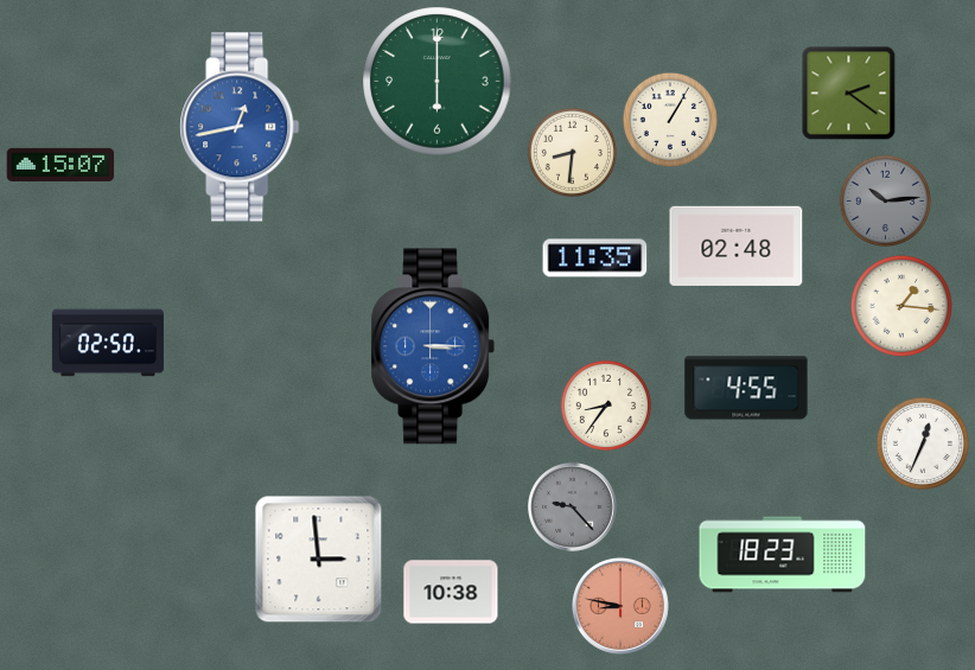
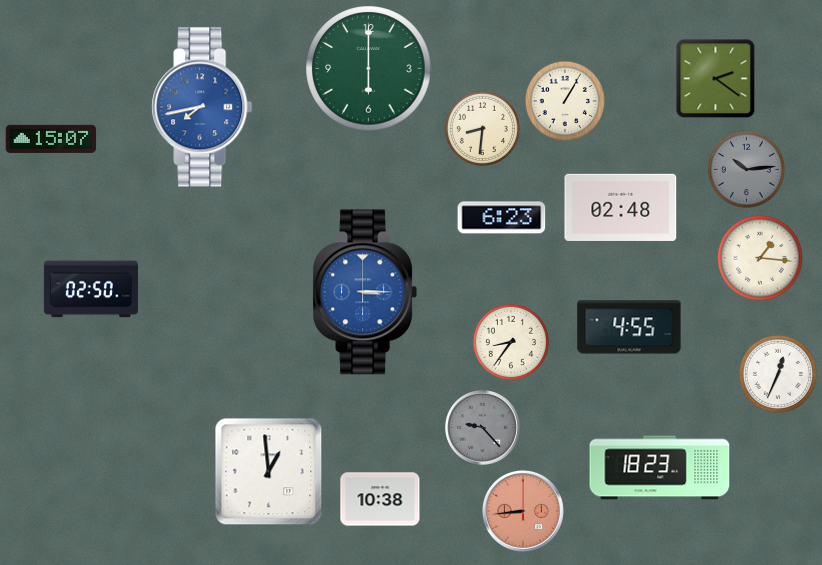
clock at (240, 127): 12:43 -> 7:43
clock at (595, 259): 11:35 -> 6:23
clock at (319, 560): 2:59 -> 12:59
clock at (620, 606): 8:47 -> 8:44
